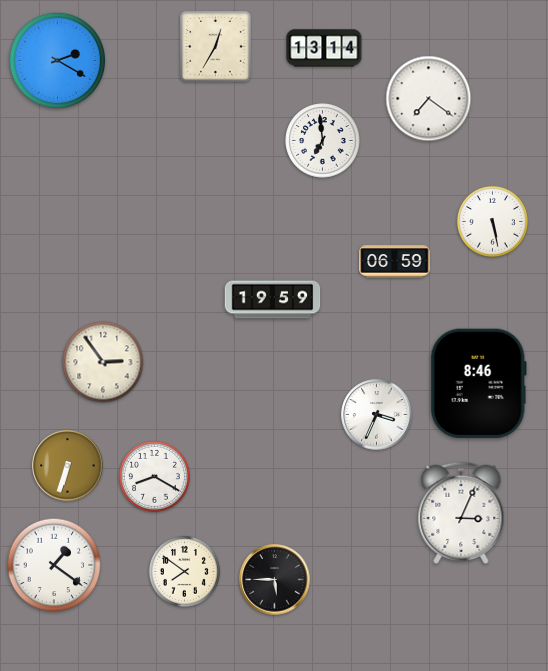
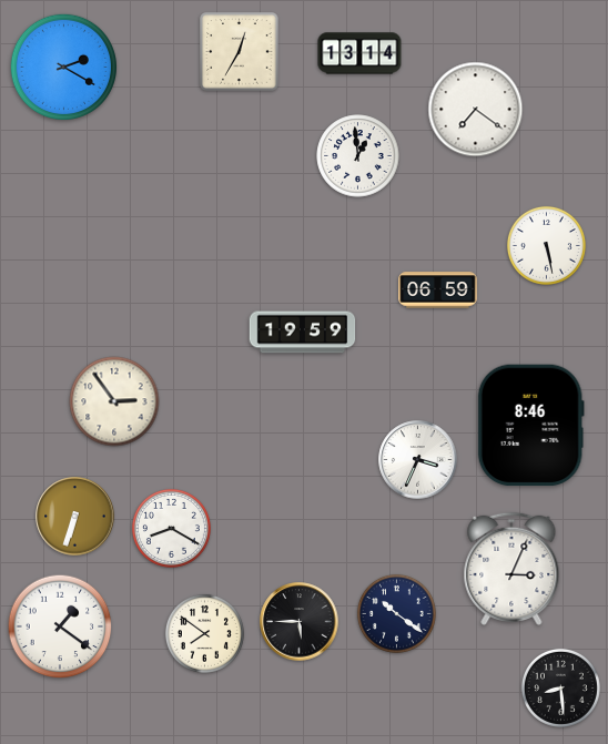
clock at (323, 141): 6:59 -> 12:59
clock at (396, 613): none -> 10:21
clock at (275, 580) position: (275, 580) -> (300, 622)
clock at (560, 687): none -> 8:29
